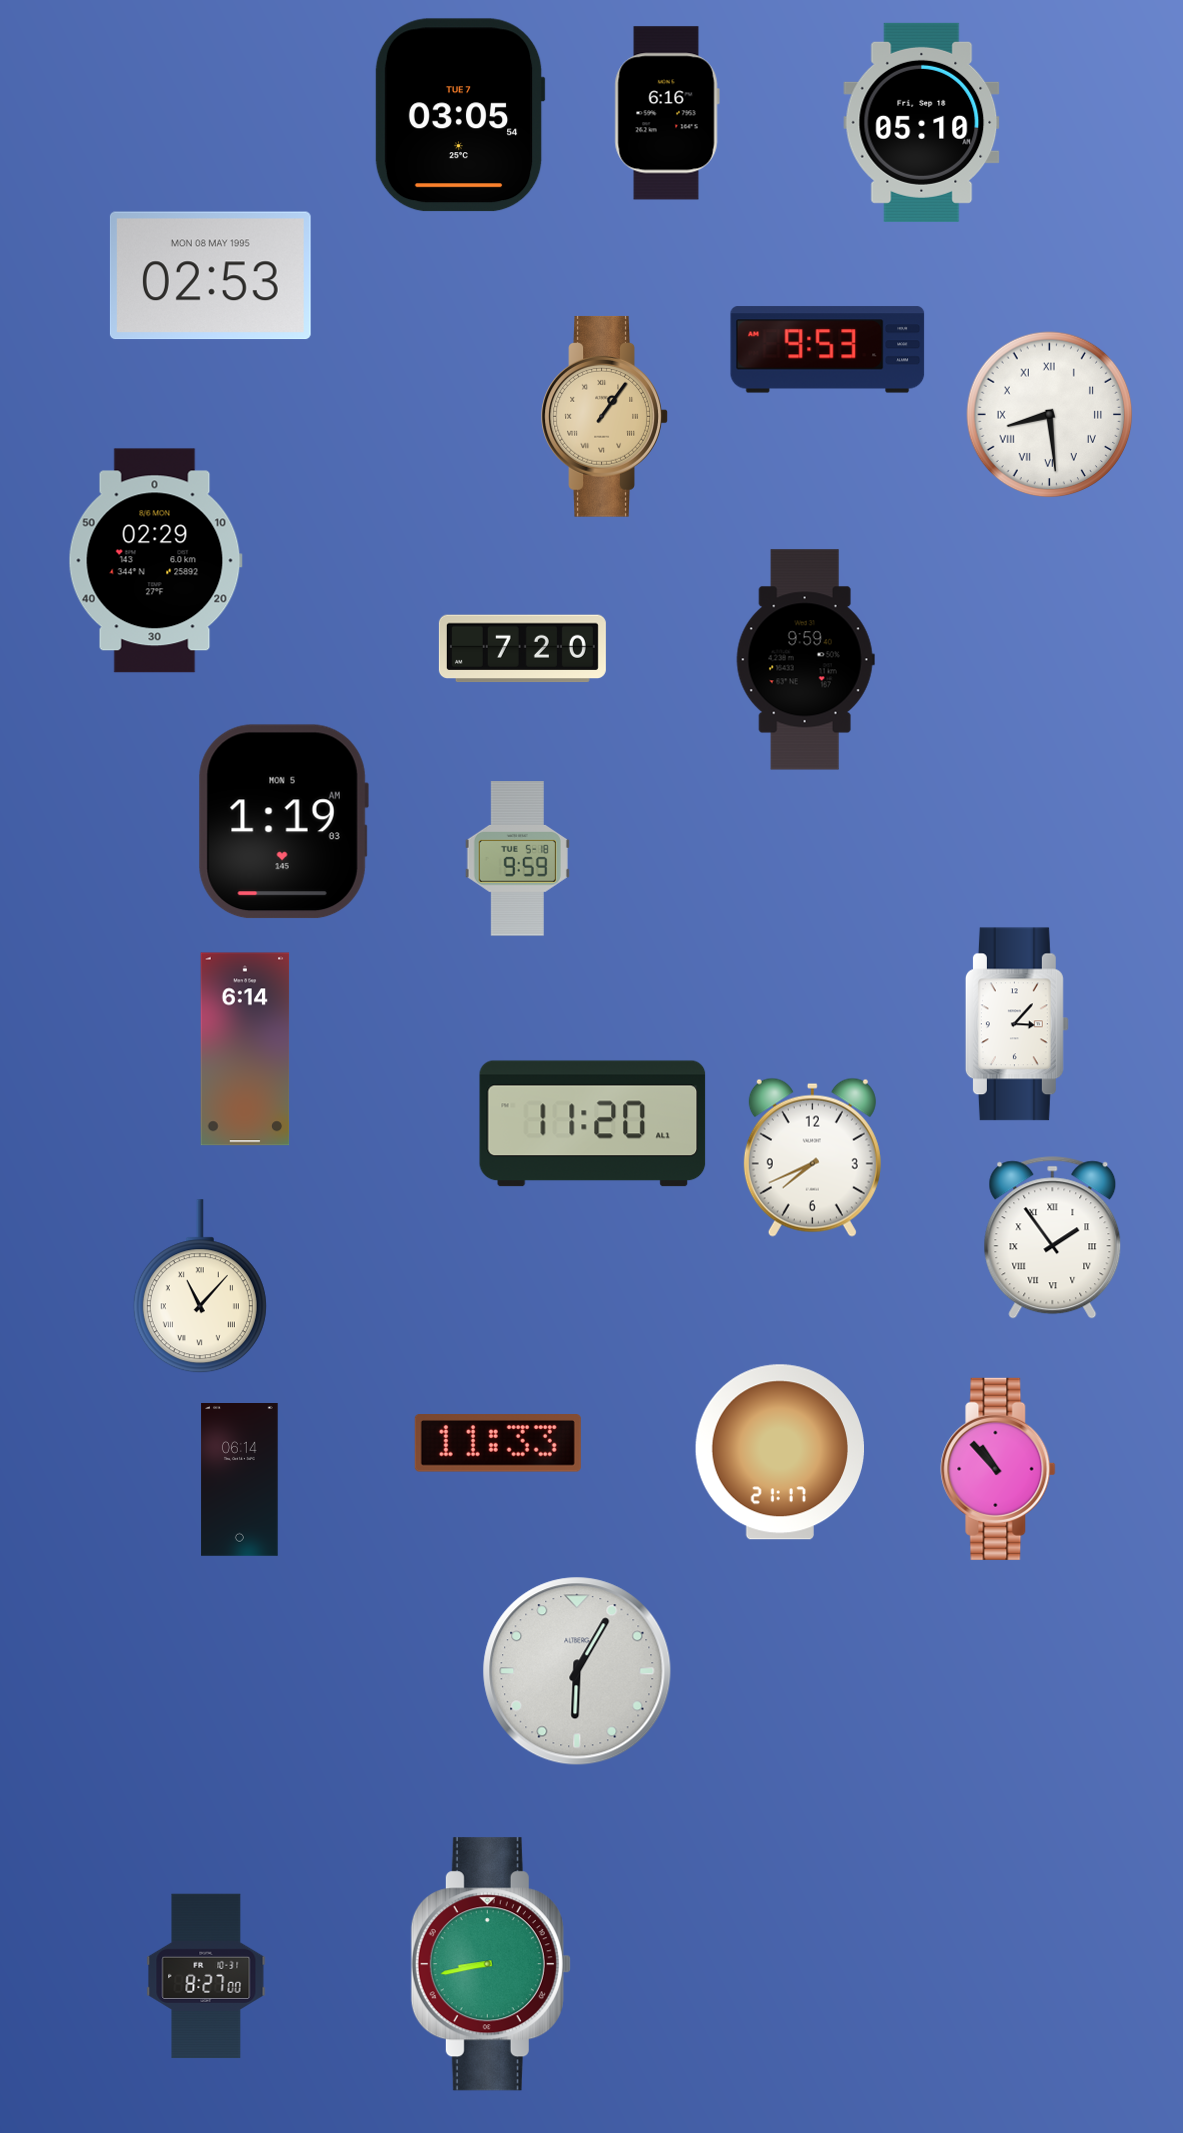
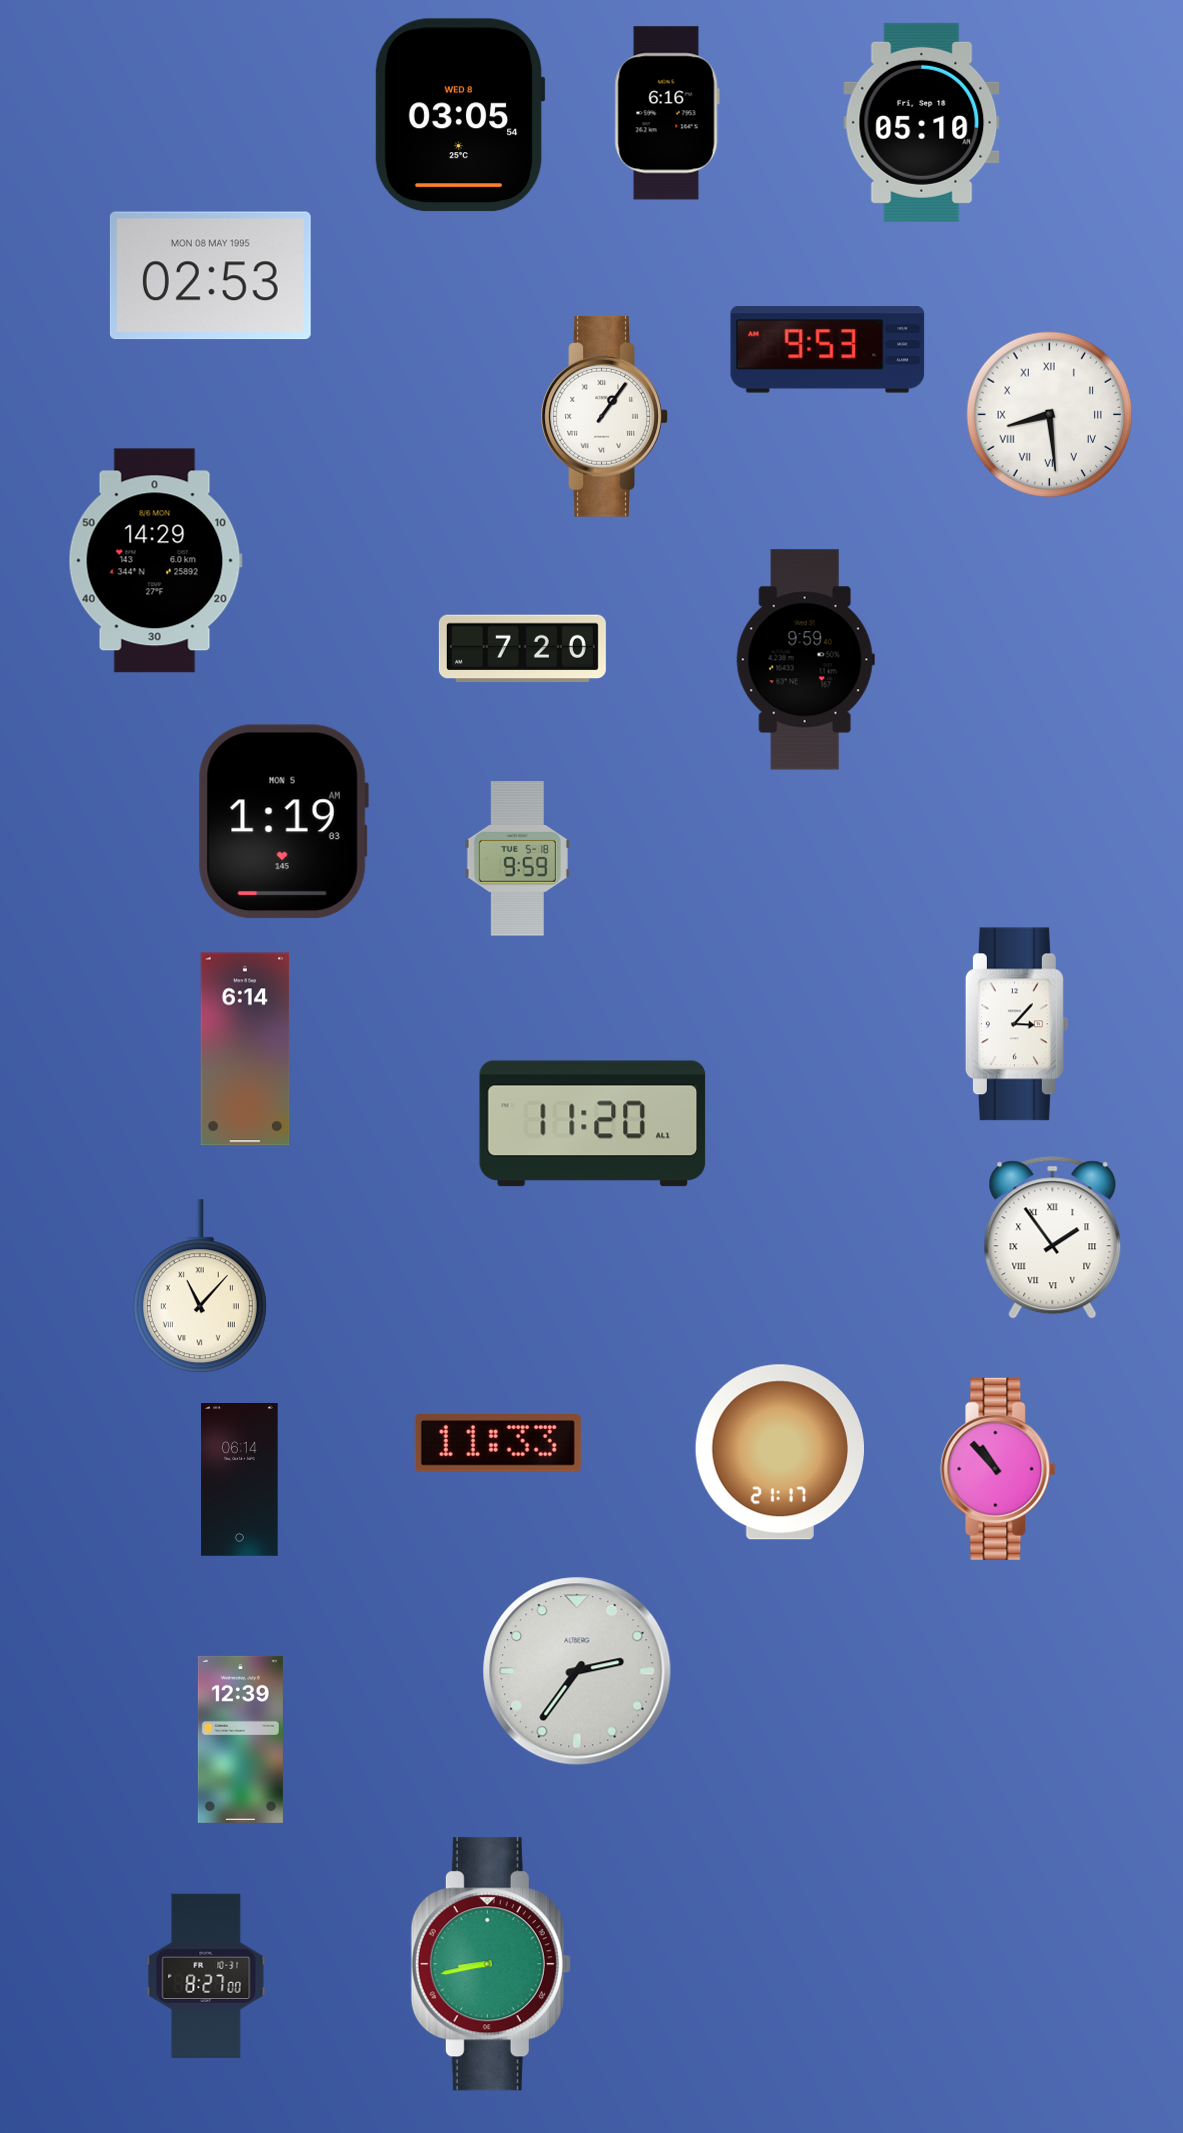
clock at (460, 115) date: TUE 7 -> WED 8
clock at (605, 416) dial: champagne -> white
clock at (155, 561): 02:29 -> 14:29
clock at (812, 1157): 7:41 -> none
clock at (577, 1671): 6:05 -> 2:36
clock at (240, 1739): none -> 12:39
